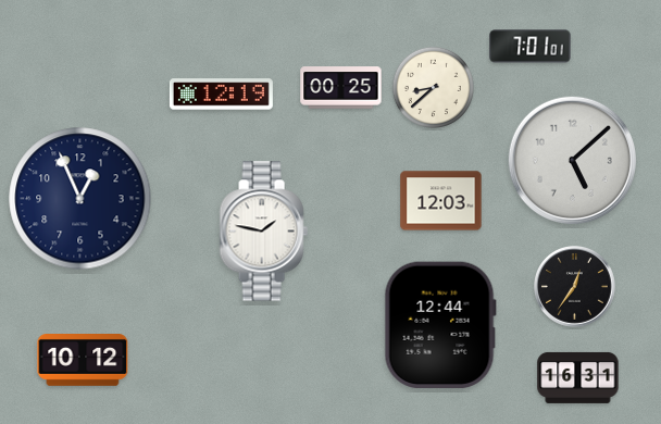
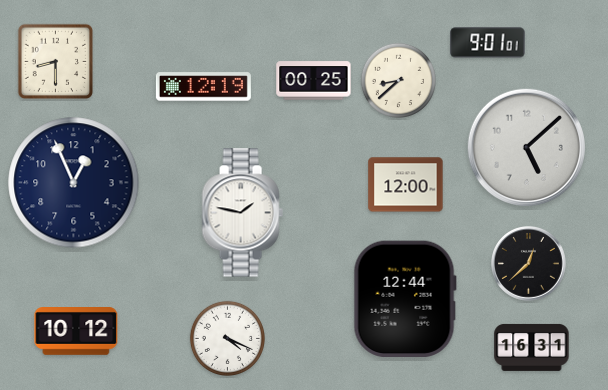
clock at (531, 47): 7:01 -> 9:01
clock at (56, 62): none -> 8:30
clock at (441, 201): 12:03 -> 12:00
clock at (575, 287): 12:36 -> 12:38
clock at (227, 338): none -> 4:19
